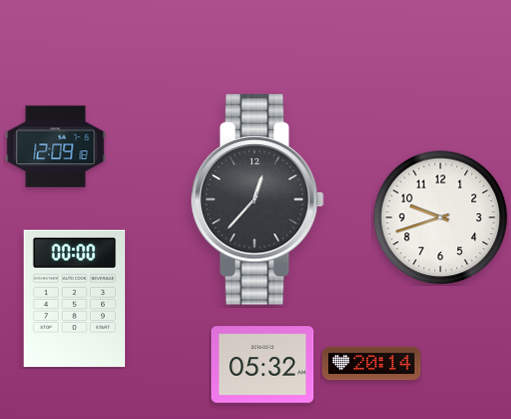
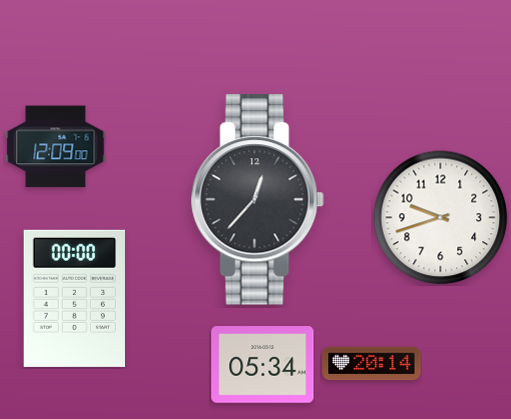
clock at (56, 147): 12:09:18 -> 12:09:00
clock at (263, 365): 05:32 -> 05:34
